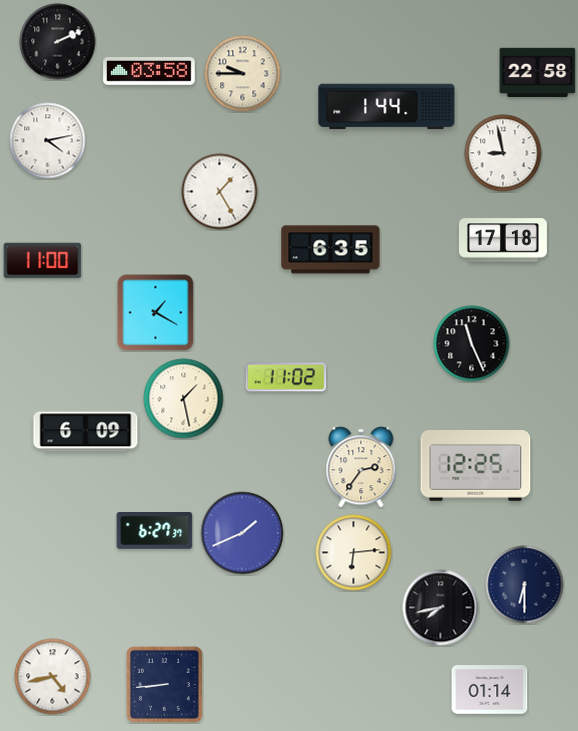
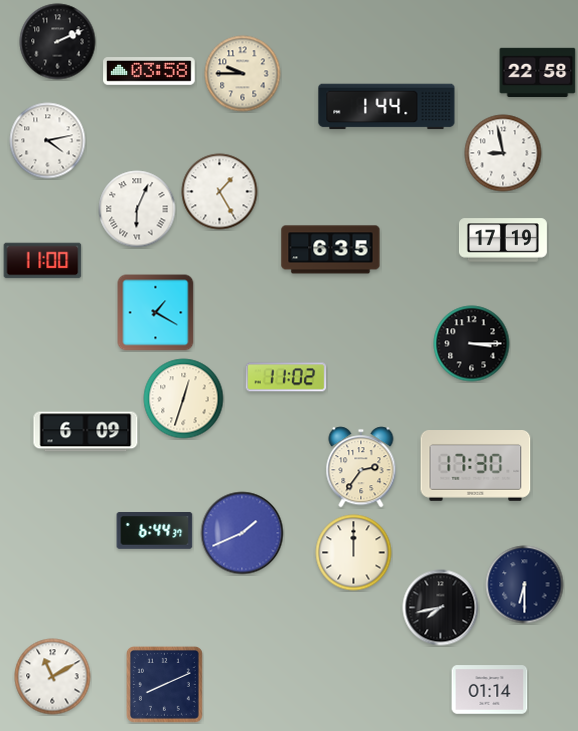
clock at (137, 209): none -> 6:04
clock at (503, 240): 17:18 -> 17:19
clock at (472, 344): 11:26 -> 3:15
clock at (184, 399): 1:28 -> 12:33
clock at (476, 466): 12:25 -> 17:30
clock at (155, 531): 6:27 -> 6:44
clock at (354, 553): 6:14 -> 12:00
clock at (53, 677): 4:43 -> 11:10
clock at (164, 684): 8:44 -> 8:11
